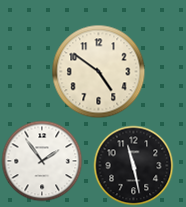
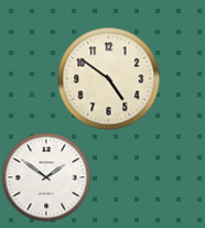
clock at (42, 161): 1:54 -> 1:51
clock at (133, 165): 11:28 -> none
